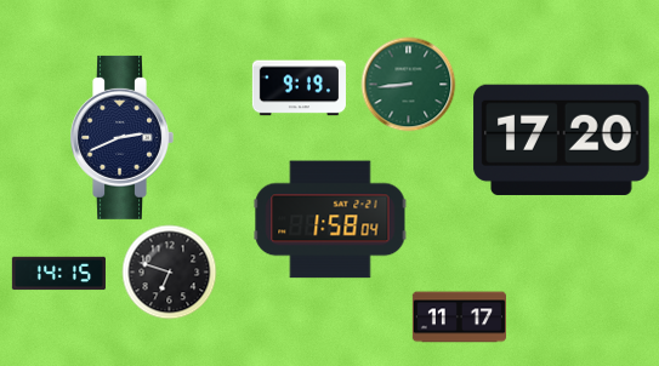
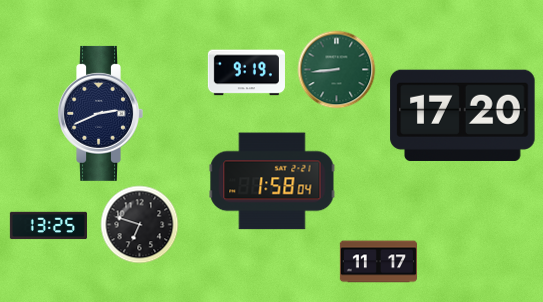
clock at (58, 274): 14:15 -> 13:25
